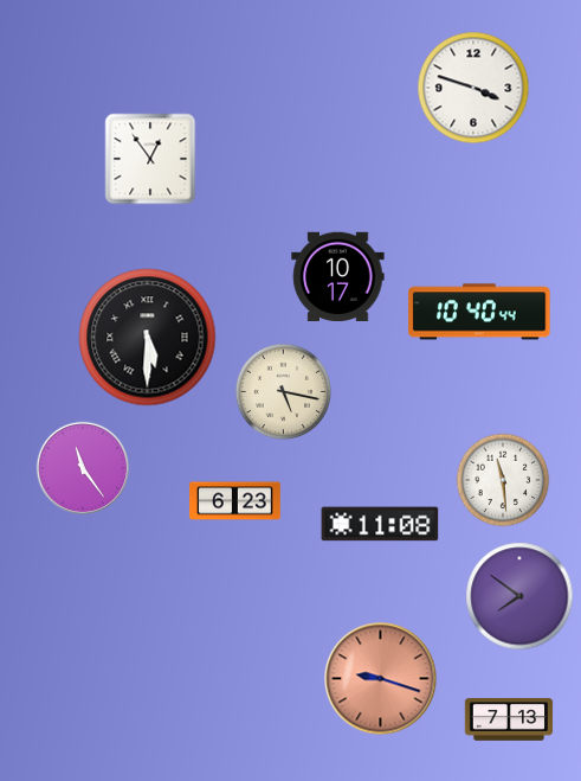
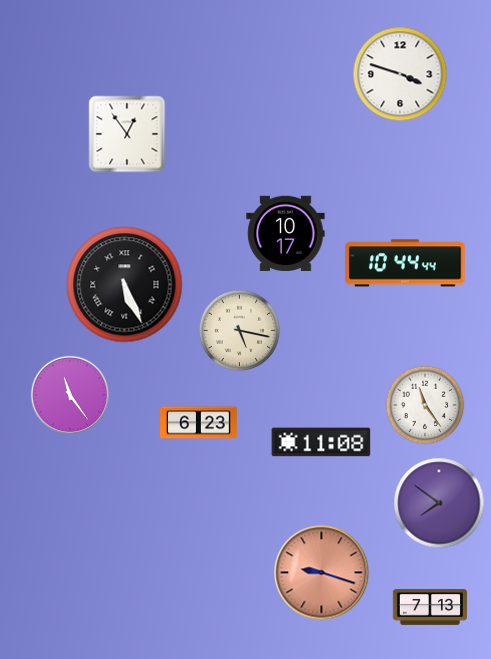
clock at (479, 312): 10:40 -> 10:44
clock at (148, 338): 5:30 -> 5:26
clock at (503, 480): 11:29 -> 11:24
